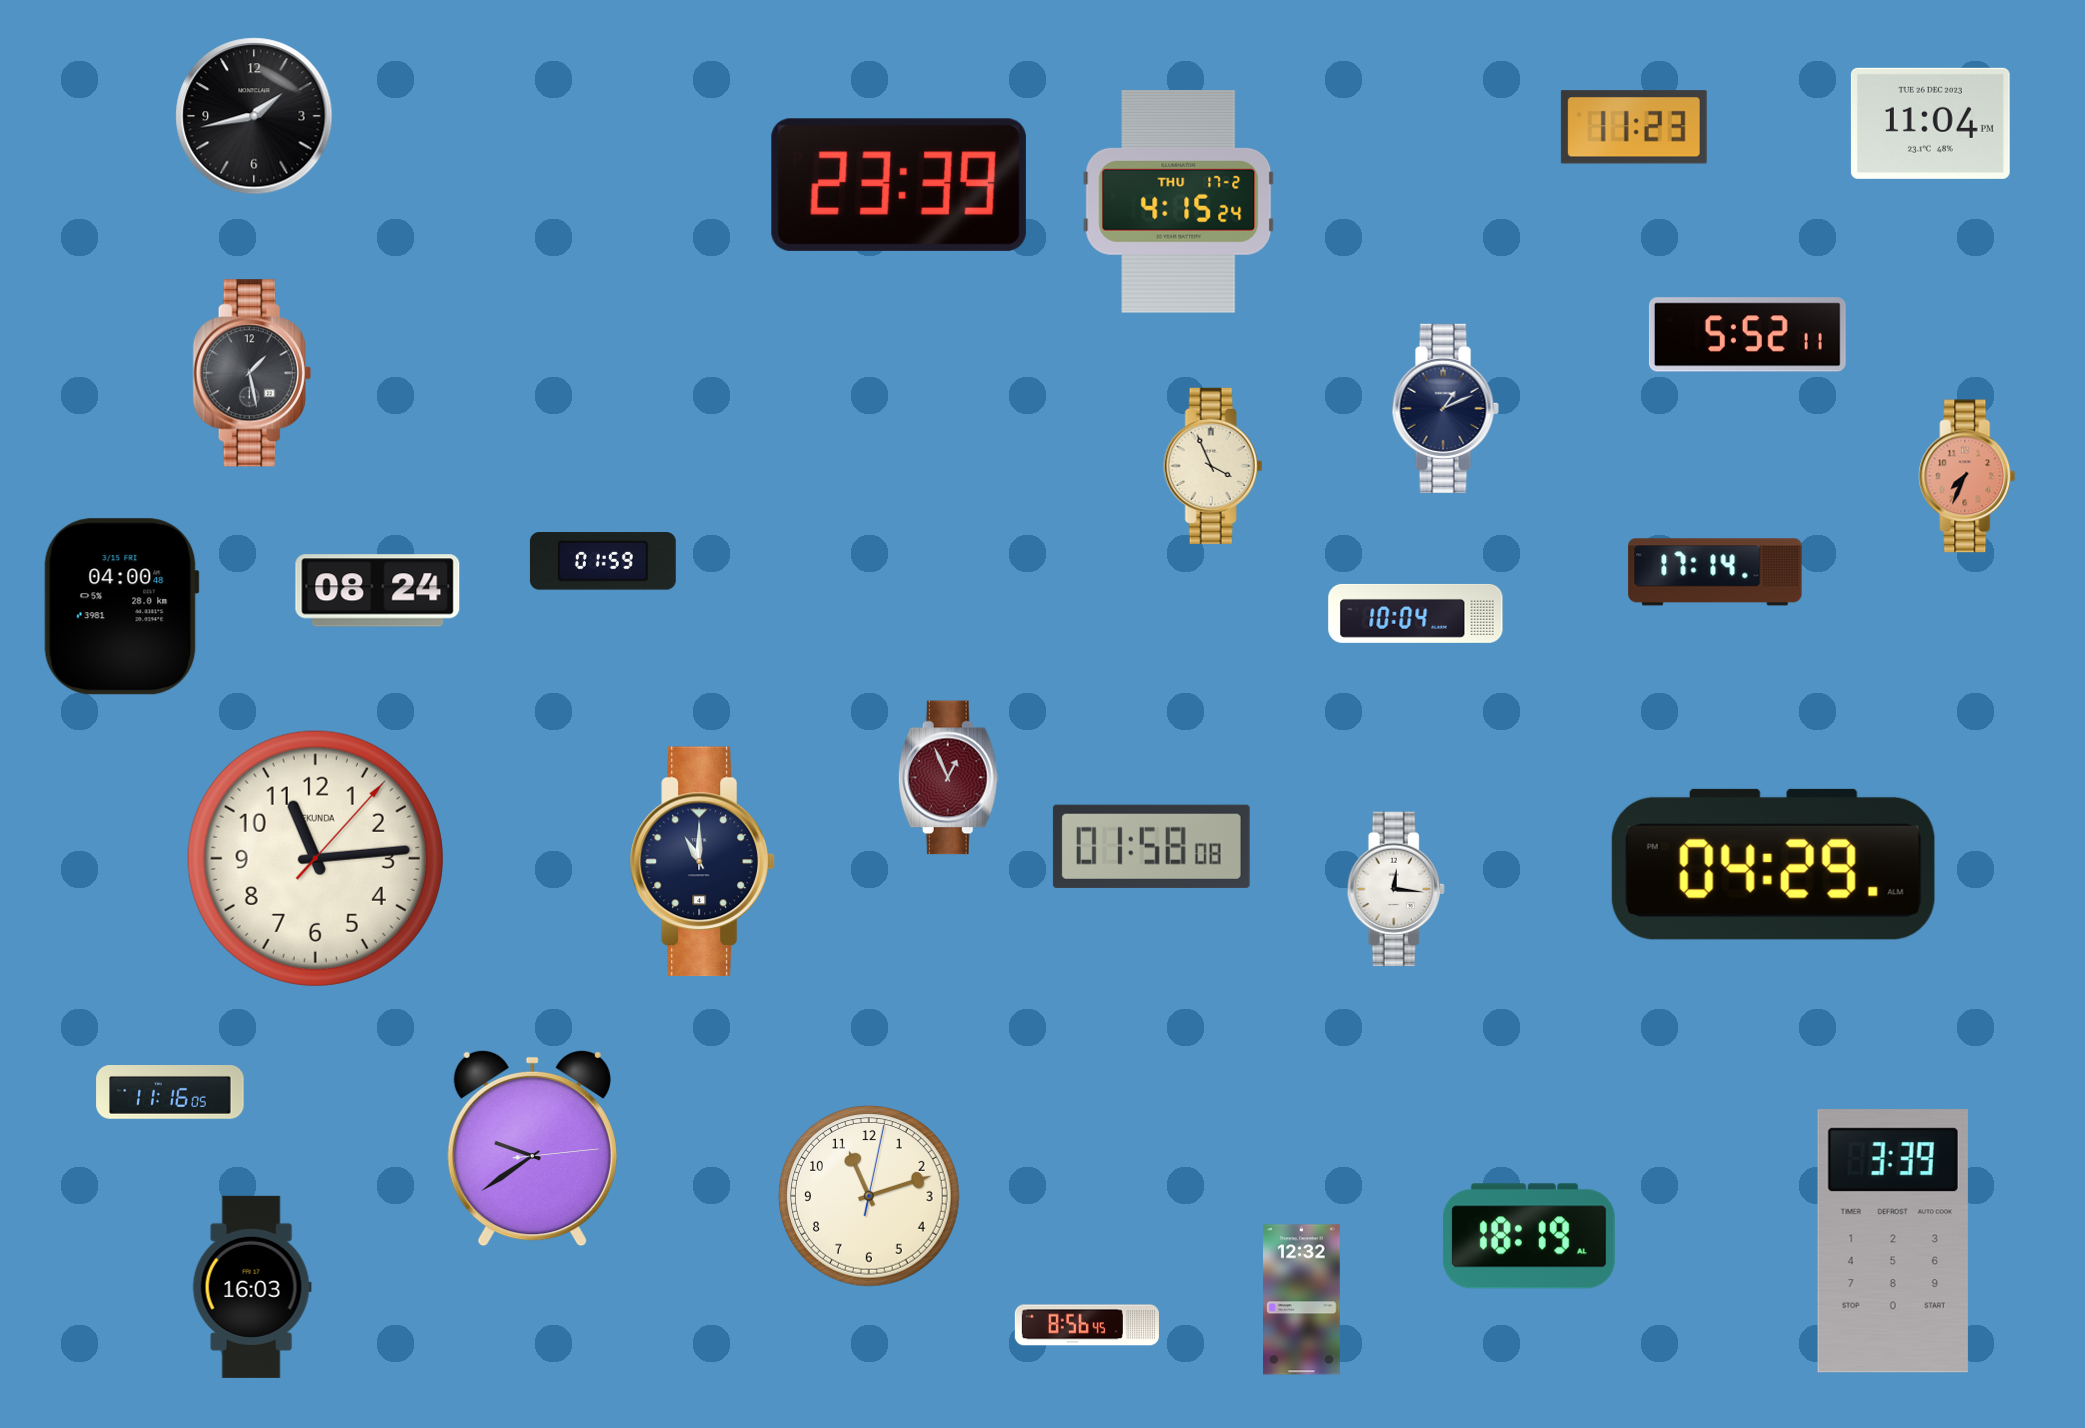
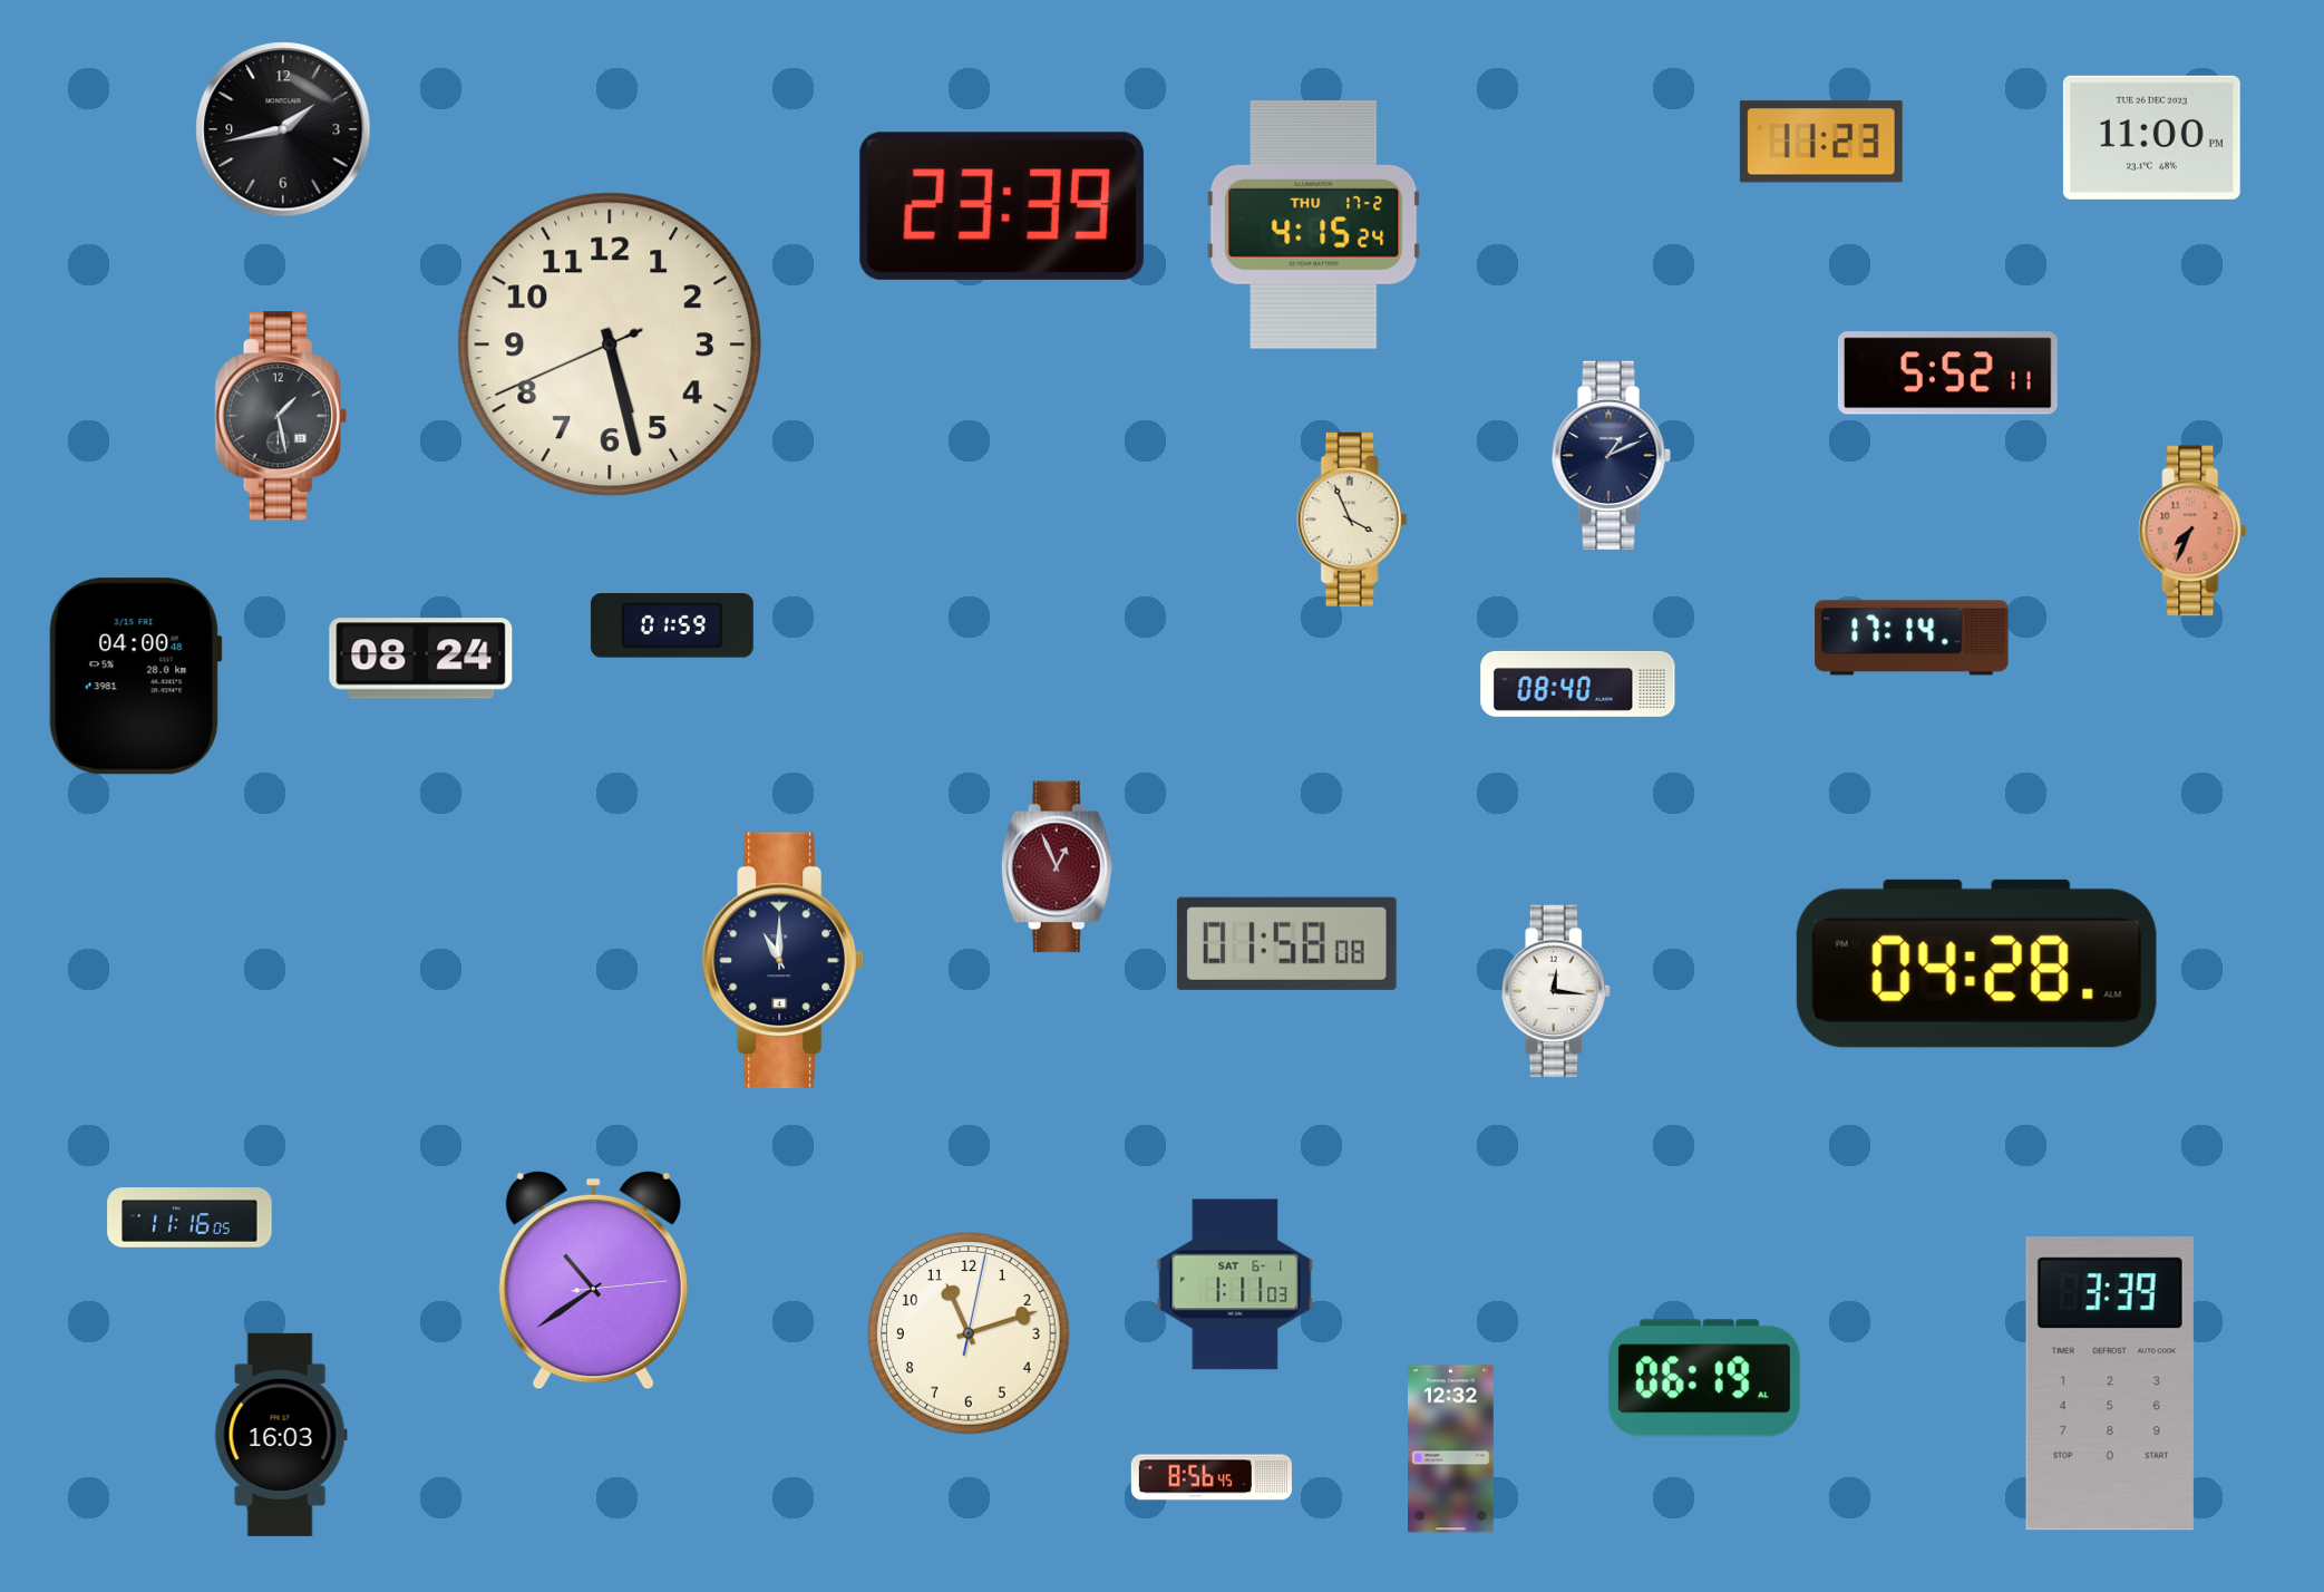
clock at (1930, 123): 11:04 -> 11:00
clock at (610, 344): none -> 5:27
clock at (1416, 613): 10:04 -> 08:40
clock at (1151, 846) position: (1151, 846) -> (1286, 943)
clock at (315, 858): 11:14 -> none
clock at (1773, 864): 04:29 -> 04:28
clock at (532, 1148): 9:39 -> 10:39
clock at (1235, 1284): none -> 1:11
clock at (1529, 1236): 18:19 -> 06:19
